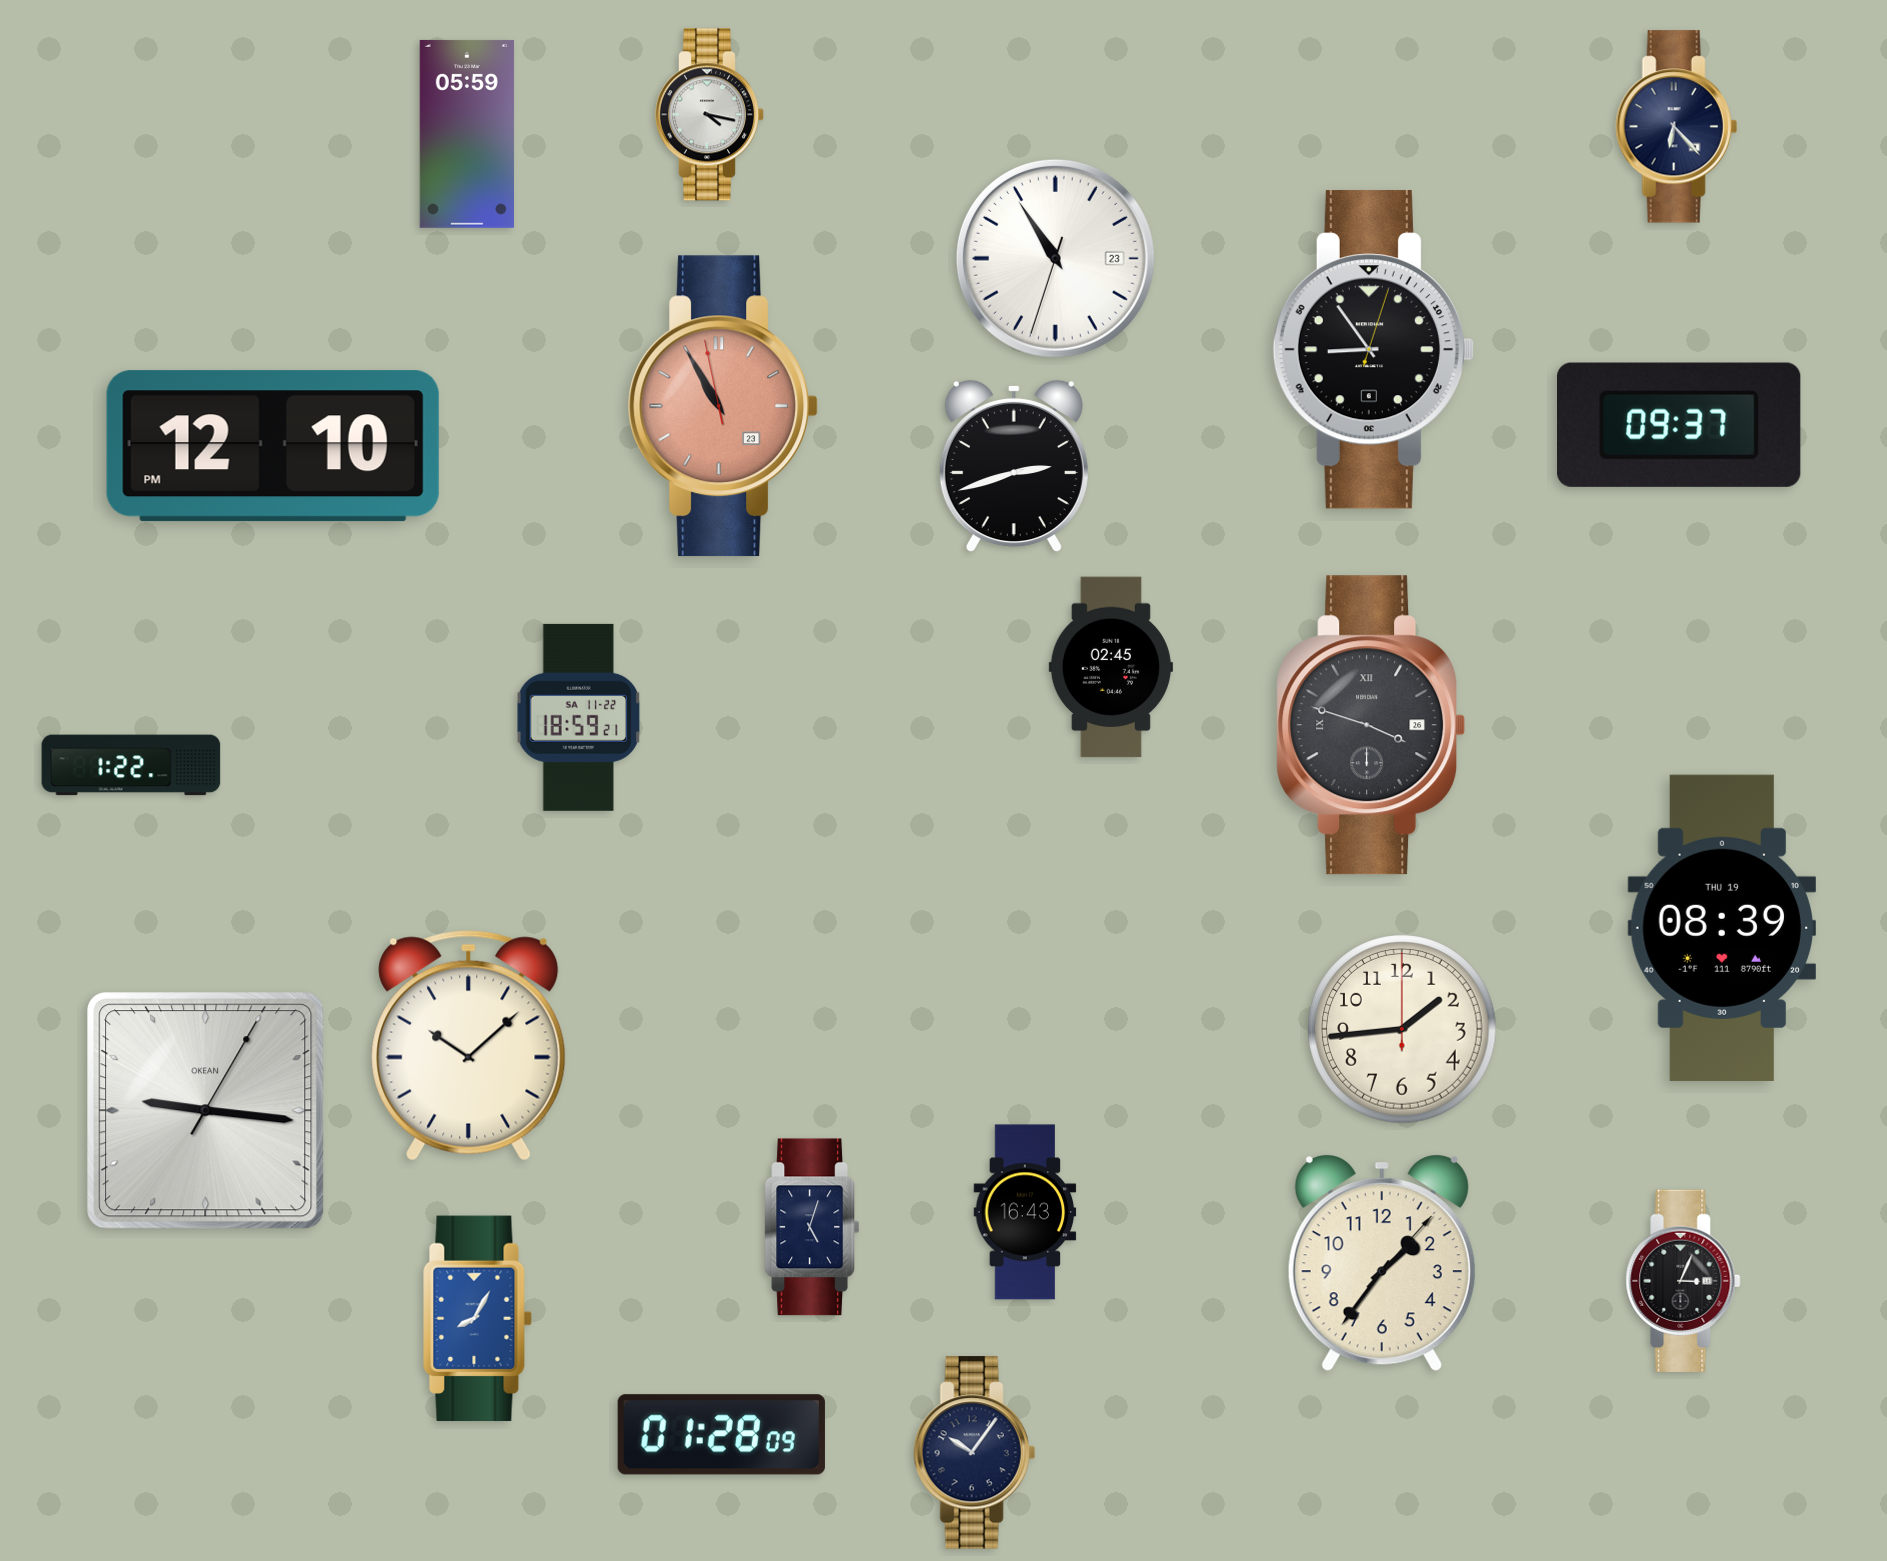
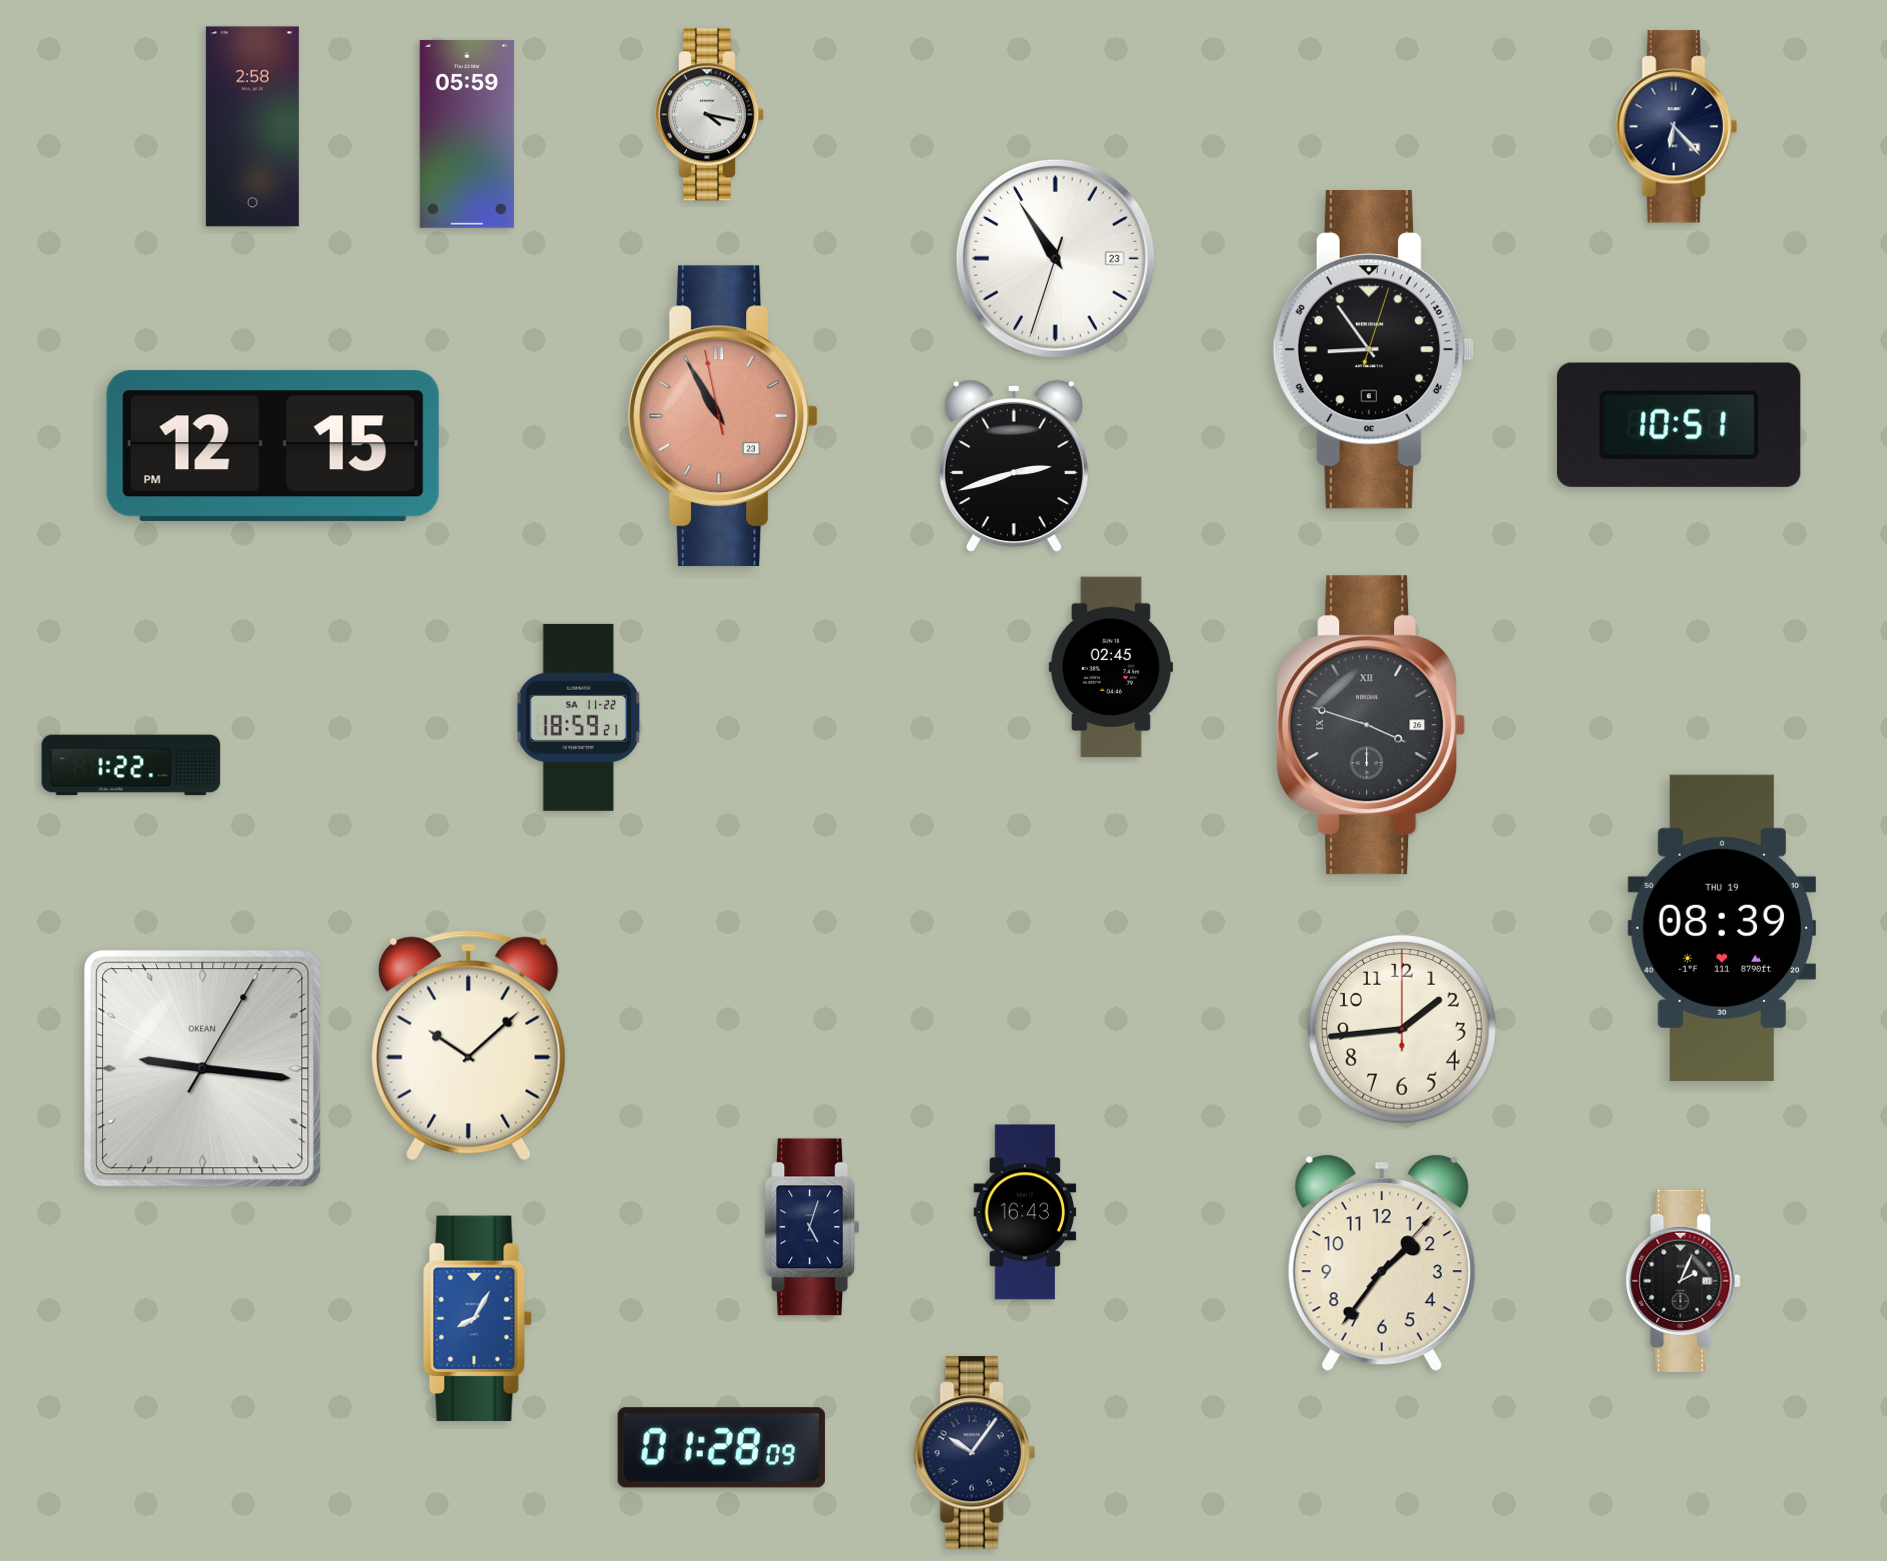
clock at (252, 127): none -> 2:58
clock at (722, 406) position: (722, 406) -> (722, 416)
clock at (1680, 425): 09:37 -> 10:51
clock at (273, 446): 12:10 -> 12:15
clock at (206, 1111) position: (206, 1111) -> (203, 1069)
clock at (1683, 1281): 3:04 -> 2:04
clock at (721, 1435) position: (721, 1435) -> (721, 1448)
